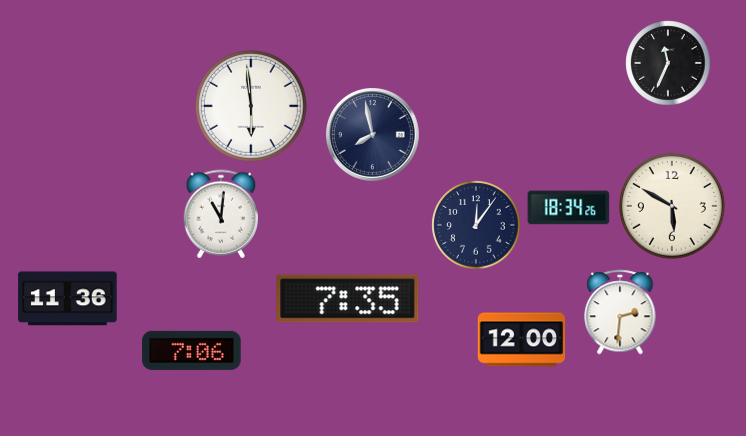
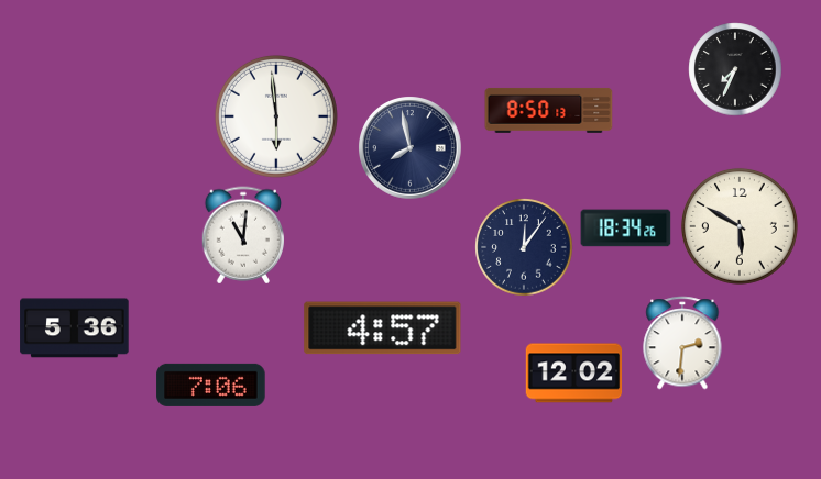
clock at (668, 63): 11:34 -> 7:34
clock at (549, 110): none -> 8:50
clock at (68, 299): 11:36 -> 5:36
clock at (348, 299): 7:35 -> 4:57
clock at (522, 340): 12:00 -> 12:02
